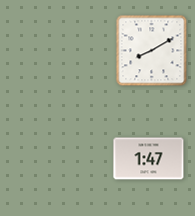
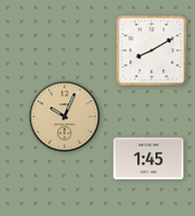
clock at (65, 117): none -> 10:04
clock at (149, 159): 1:47 -> 1:45
